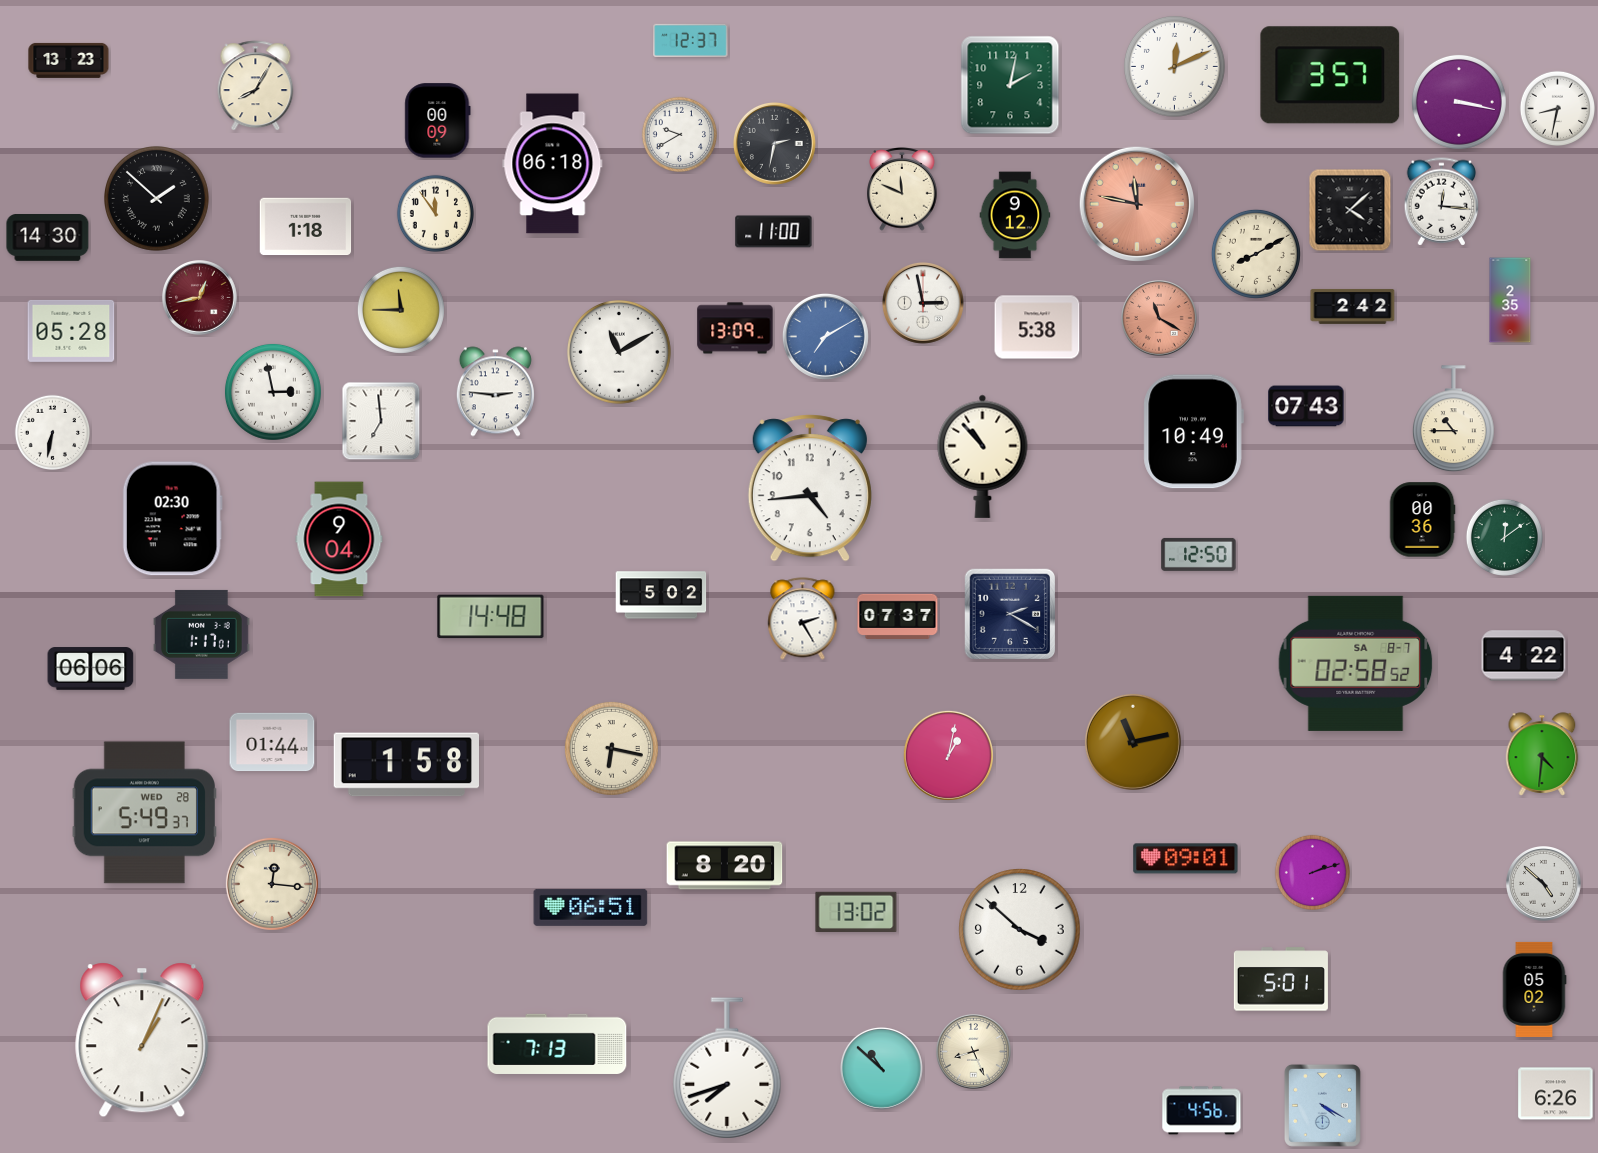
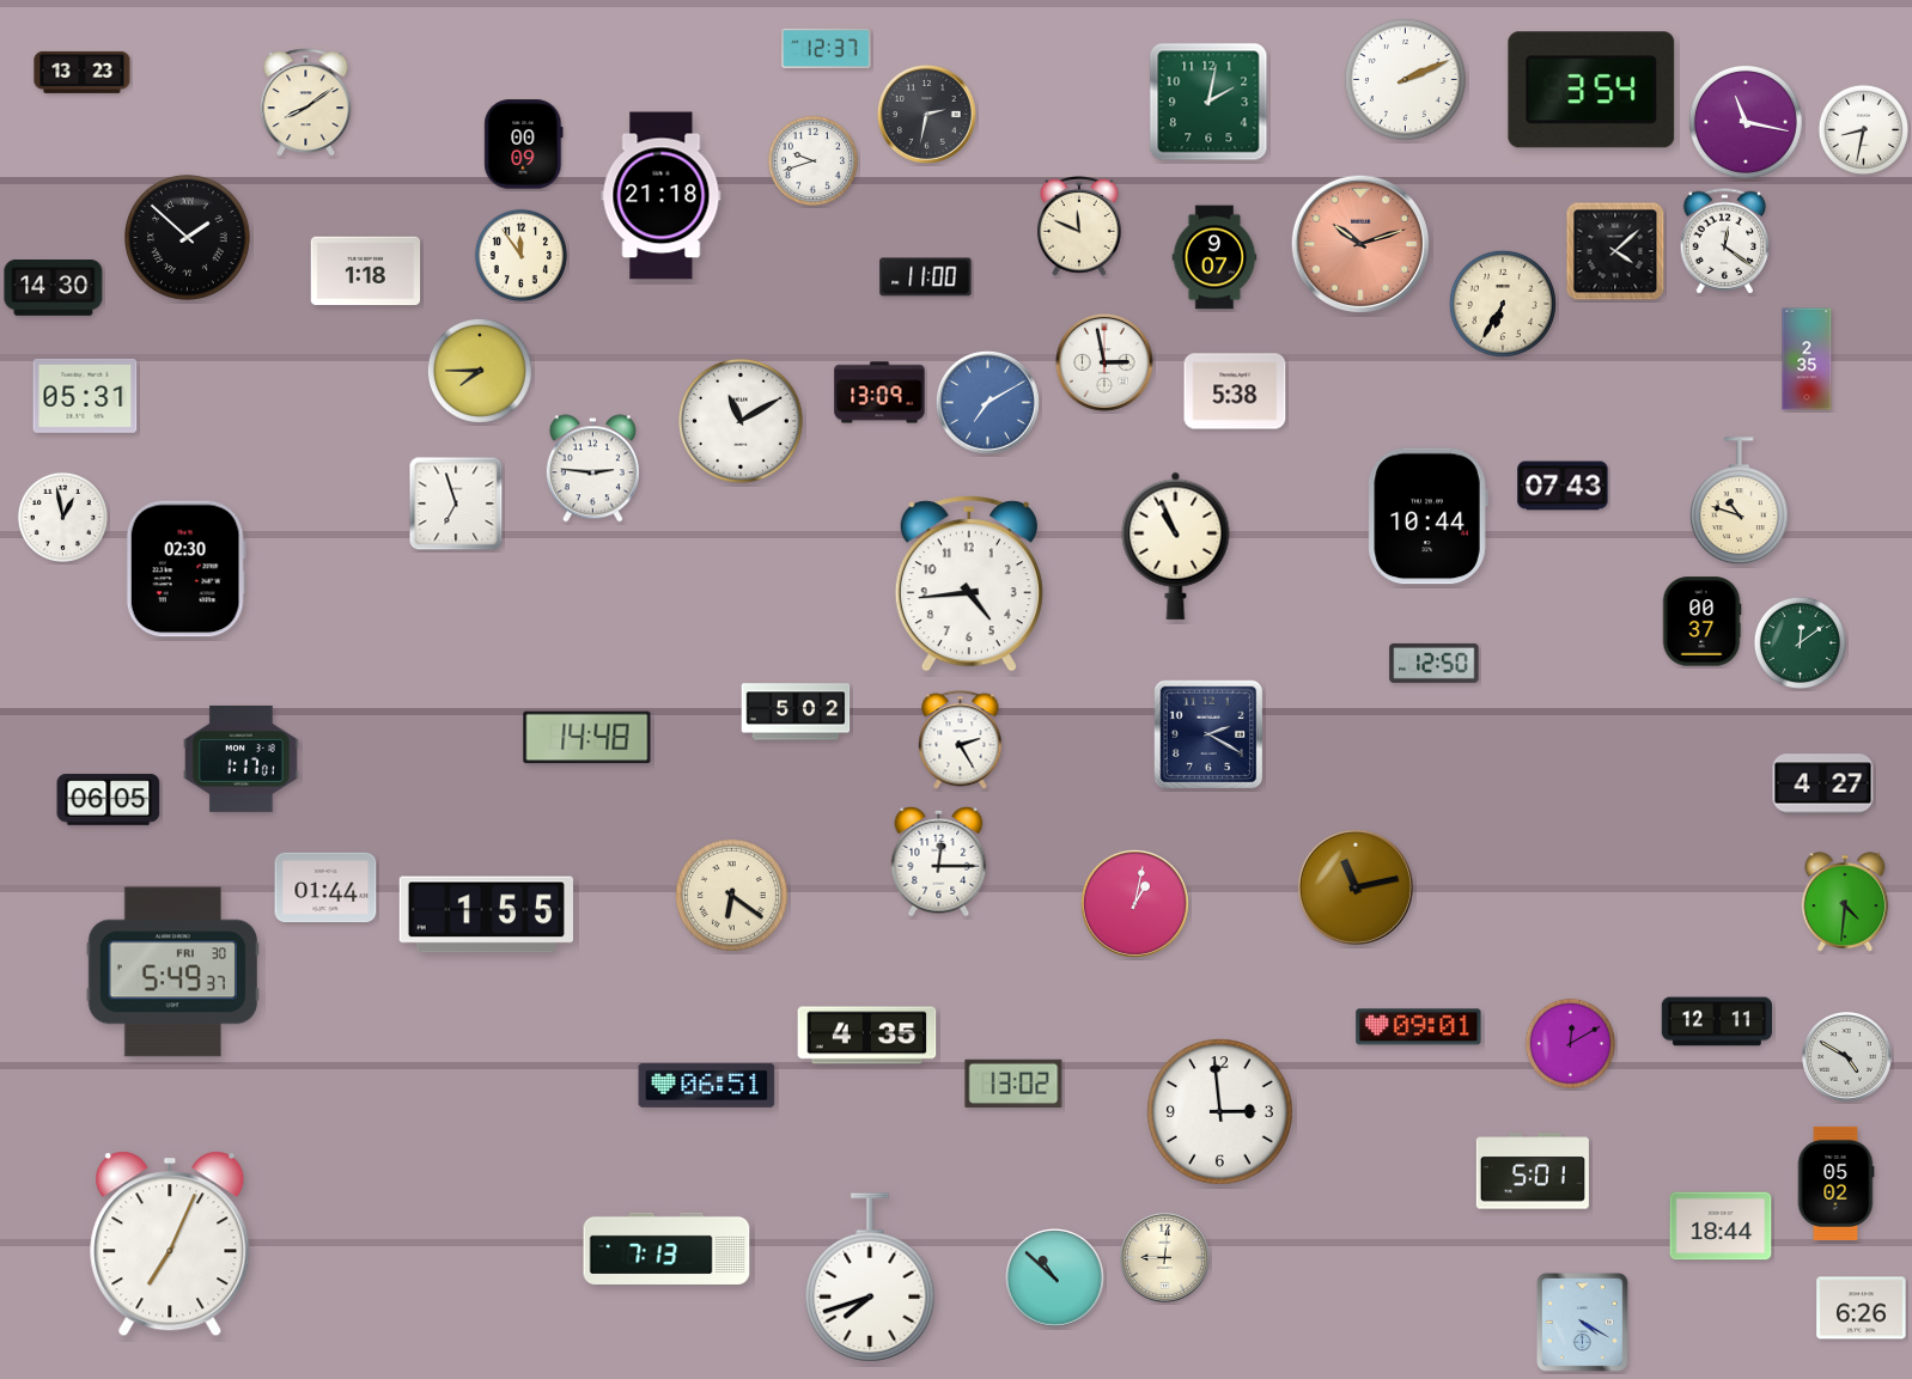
clock at (1174, 66): 12:11 -> 2:11
clock at (1330, 75): 3:57 -> 3:54
clock at (256, 86): 8:05 -> 8:09
clock at (1459, 102): 3:17 -> 11:17
clock at (679, 134): 9:40 -> 9:42
clock at (774, 143) position: (774, 143) -> (926, 114)
clock at (553, 164): 06:18 -> 21:18
clock at (1442, 202): 12:16 -> 12:21
clock at (1136, 203): 11:47 -> 10:12
clock at (1015, 215): 9:12 -> 9:07
clock at (48, 238) position: (48, 238) -> (54, 288)
clock at (1256, 254): 8:10 -> 6:35
clock at (200, 298): 12:43 -> none
clock at (1353, 306): 2:42 -> none
clock at (401, 310): 11:45 -> 7:45
clock at (1160, 319): 11:20 -> none
clock at (1037, 327) position: (1037, 327) -> (1235, 391)
clock at (71, 331): 05:28 -> 05:31
clock at (273, 392): 2:58 -> none
clock at (1453, 419): 10:45 -> 10:48
clock at (381, 421): 6:59 -> 6:57
clock at (52, 432): 6:32 -> 12:58
clock at (1193, 432): 10:49 -> 10:44
clock at (983, 456): 10:53 -> 10:56
clock at (172, 519) position: (172, 519) -> (185, 569)
clock at (1422, 520): 00:36 -> 00:37
clock at (339, 539): 9:04 -> none
clock at (661, 595) position: (661, 595) -> (796, 712)
clock at (898, 616): 07:37 -> none
clock at (1524, 656): 4:22 -> 4:27
clock at (1356, 663): 02:58 -> none
clock at (91, 669): 06:06 -> 06:05
clock at (939, 861): none -> 12:15
clock at (611, 748): 6:17 -> 6:21
clock at (406, 765): 1:58 -> 1:55
clock at (144, 813) date: WED 28 -> FRI 30
clock at (1716, 1021): none -> 12:11
clock at (725, 866): 8:20 -> 4:35
clock at (1312, 872): 2:12 -> 12:10
clock at (272, 884): 12:16 -> none
clock at (1544, 884): 4:52 -> 4:50
clock at (856, 912) position: (856, 912) -> (1013, 1084)
clock at (1020, 930): 3:52 -> 2:59
clock at (1721, 1226): none -> 18:44
clock at (142, 1040): 1:04 -> 7:04
clock at (974, 1052): 8:26 -> 9:01
clock at (1202, 1111): 4:56 -> none
